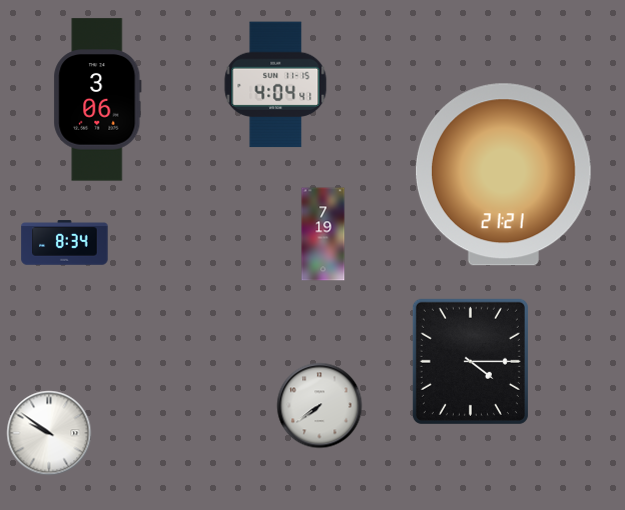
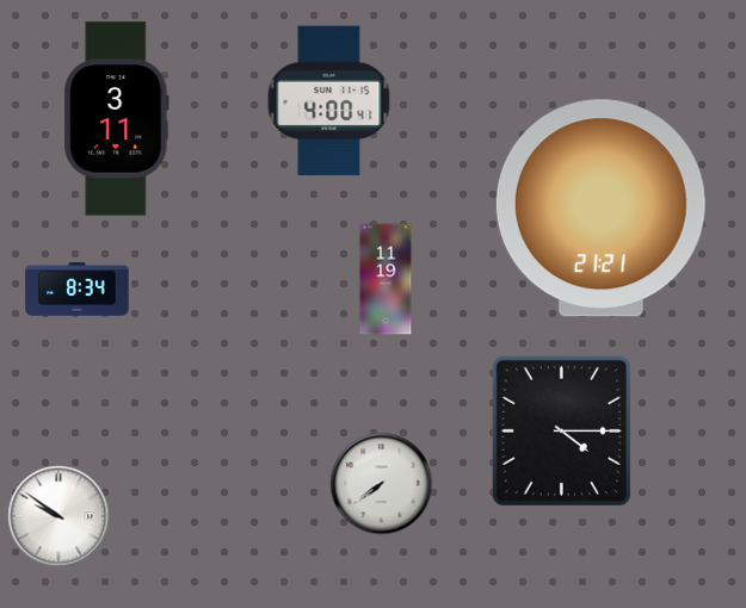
clock at (276, 85): 4:04 -> 4:00
clock at (98, 100): 3:06 -> 3:11
clock at (323, 234): 7:19 -> 11:19
